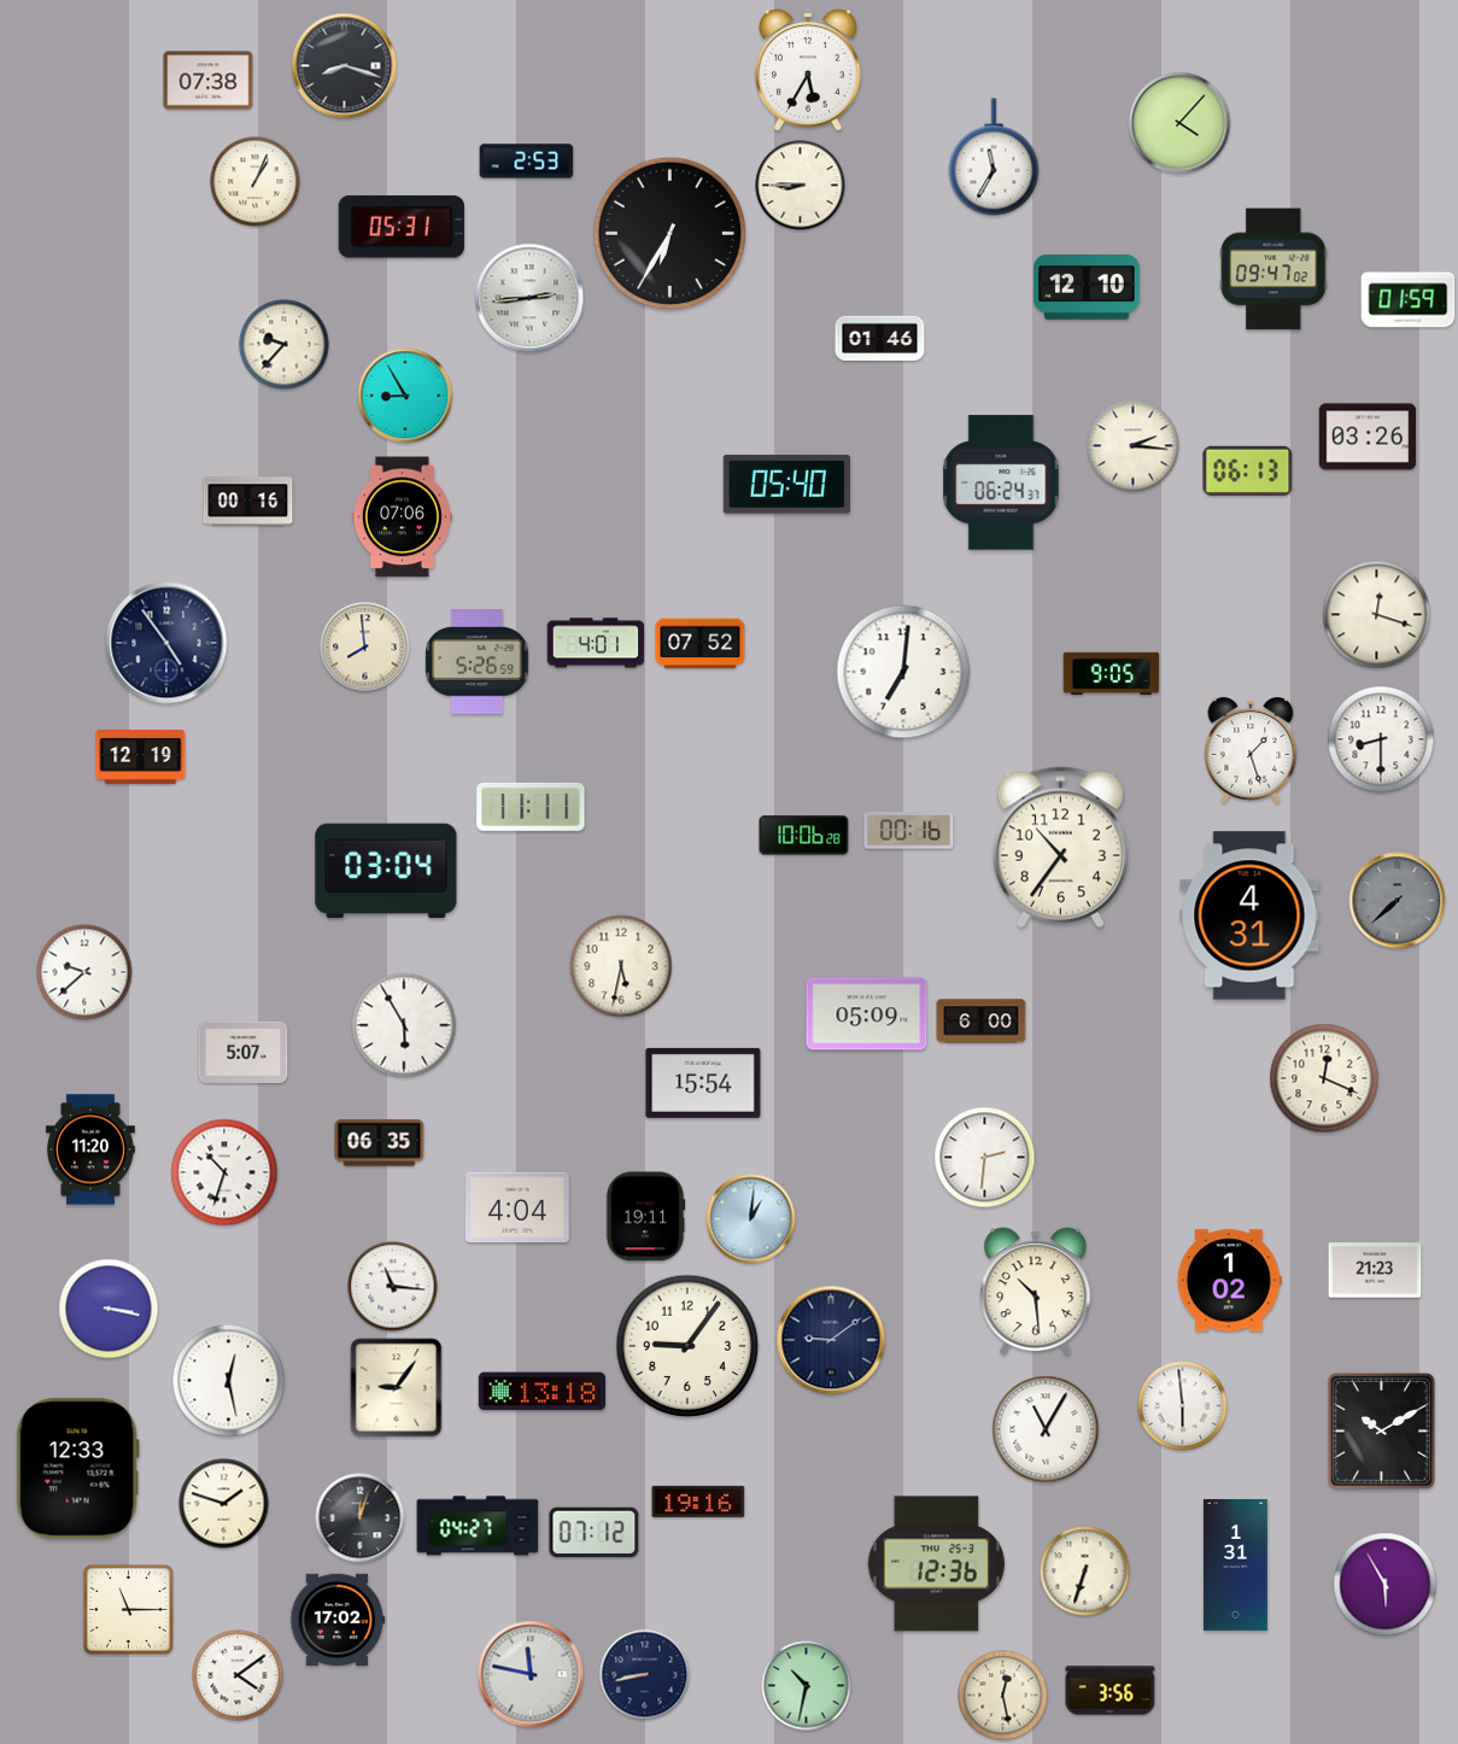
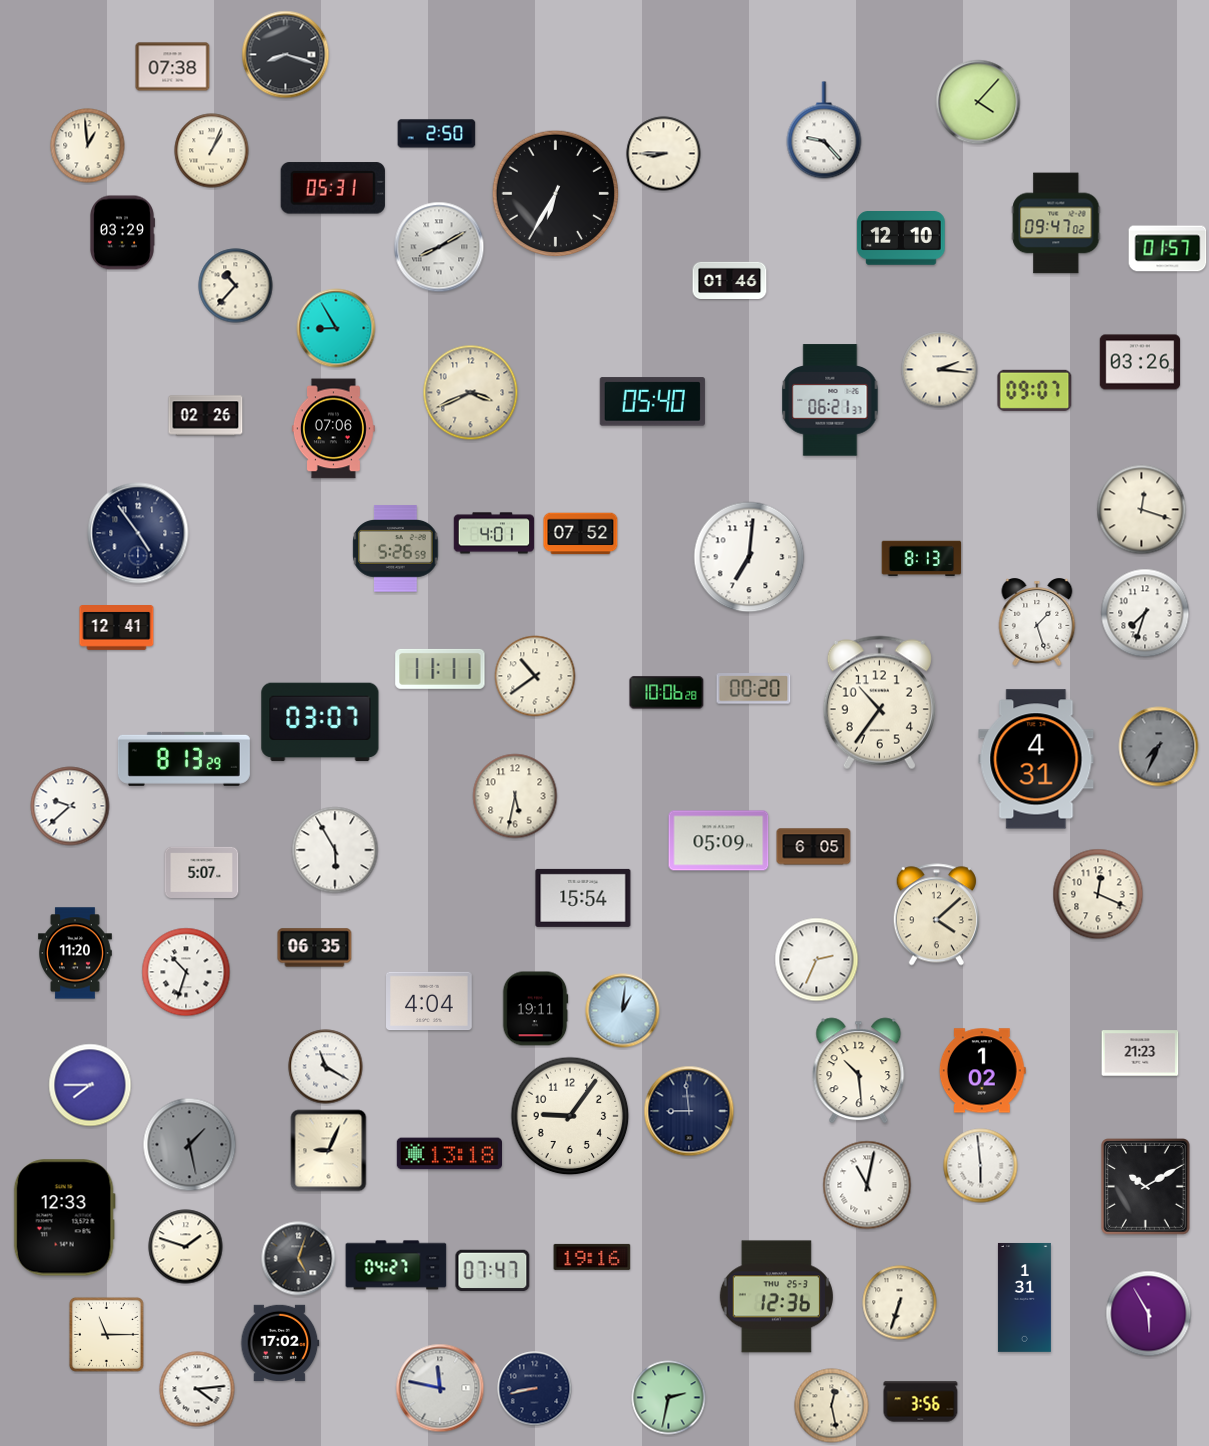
clock at (808, 71): 5:35 -> none
clock at (994, 157): 11:35 -> 9:23
clock at (527, 162): 2:53 -> 2:50
clock at (88, 146): none -> 12:59
clock at (123, 233): none -> 03:29
clock at (529, 298): 2:44 -> 8:10
clock at (1409, 300): 01:59 -> 01:57
clock at (285, 345): 9:37 -> 10:37
clock at (1368, 437) position: (1368, 437) -> (1140, 362)
clock at (1248, 470): 06:13 -> 09:07
clock at (471, 393): none -> 3:41
clock at (1001, 482): 06:24 -> 06:21
clock at (248, 502): 00:16 -> 02:26
clock at (365, 648): 7:59 -> none
clock at (1112, 673): 9:05 -> 8:13
clock at (1381, 739): 8:30 -> 7:33
clock at (141, 757): 12:19 -> 12:41
clock at (535, 676): none -> 10:39
clock at (909, 831): 00:16 -> 00:20
clock at (386, 871): 03:04 -> 03:07
clock at (1398, 901): 7:38 -> 7:34
clock at (184, 759): none -> 8:13
clock at (621, 966) position: (621, 966) -> (515, 796)
clock at (982, 1022): 6:00 -> 6:05
clock at (936, 915): none -> 4:08
clock at (985, 1158): 2:31 -> 2:34
clock at (1229, 1281) position: (1229, 1281) -> (982, 1071)
clock at (393, 1287): 11:16 -> 11:20
clock at (109, 1309): 3:17 -> 7:45
clock at (831, 1340): 9:09 -> 8:59
clock at (229, 1381): 12:28 -> 1:28
clock at (229, 1381) dial: white -> grey
clock at (397, 1388): 9:06 -> 9:04
clock at (1046, 1429): 11:05 -> 11:02
clock at (698, 1502) position: (698, 1502) -> (592, 1257)
clock at (361, 1518): 12:03 -> 5:03
clock at (595, 1533): 07:12 -> 07:47
clock at (238, 1675): 4:09 -> 4:14
clock at (807, 1686): 10:32 -> 2:32
